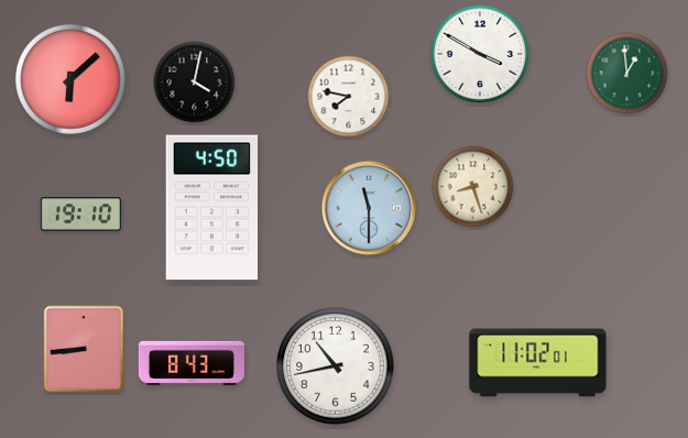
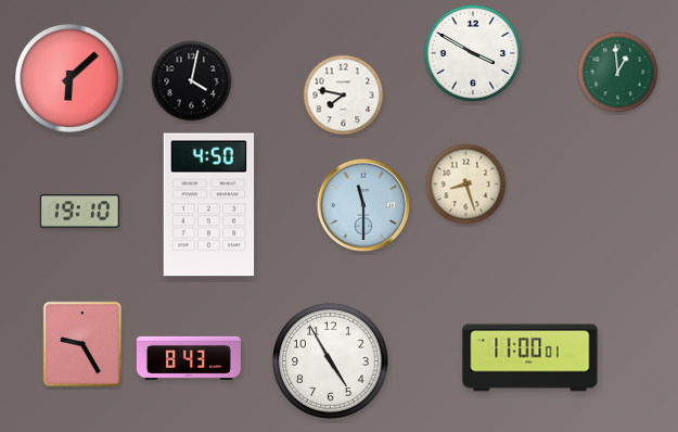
clock at (84, 349): 8:44 -> 9:25
clock at (538, 363): 11:02 -> 11:00
clock at (336, 366): 10:43 -> 4:55
